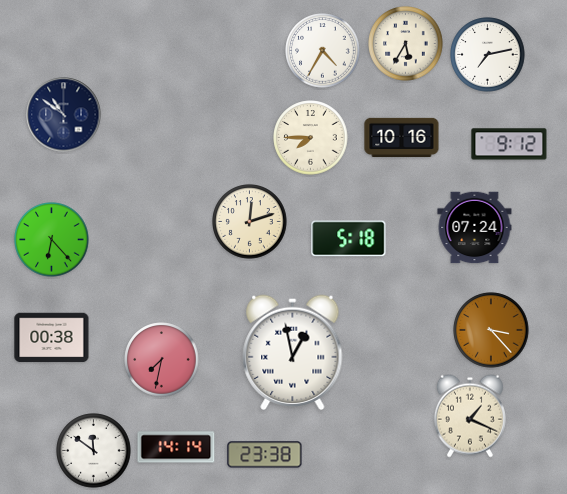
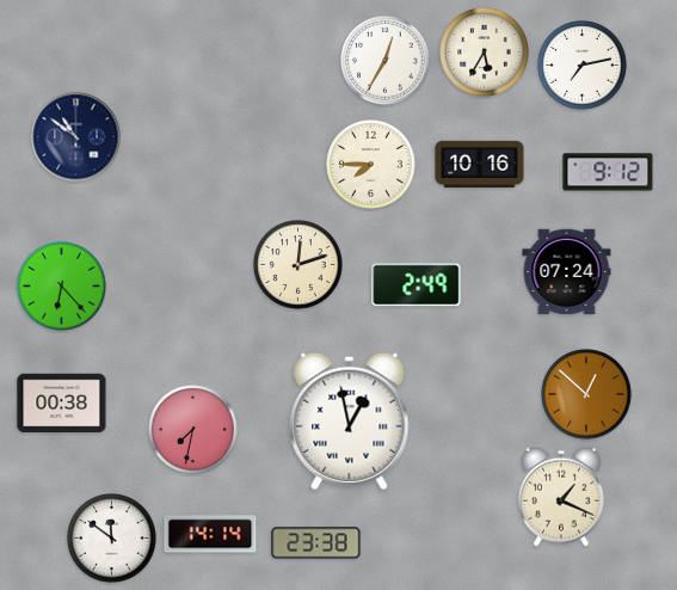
clock at (323, 51): 4:35 -> 12:35
clock at (349, 239): 5:18 -> 2:49
clock at (491, 330): 3:23 -> 12:52
